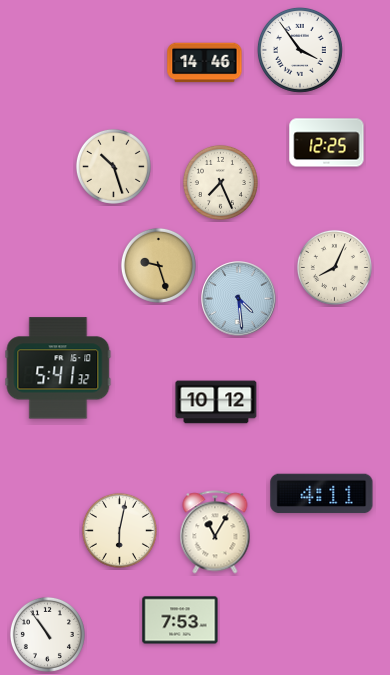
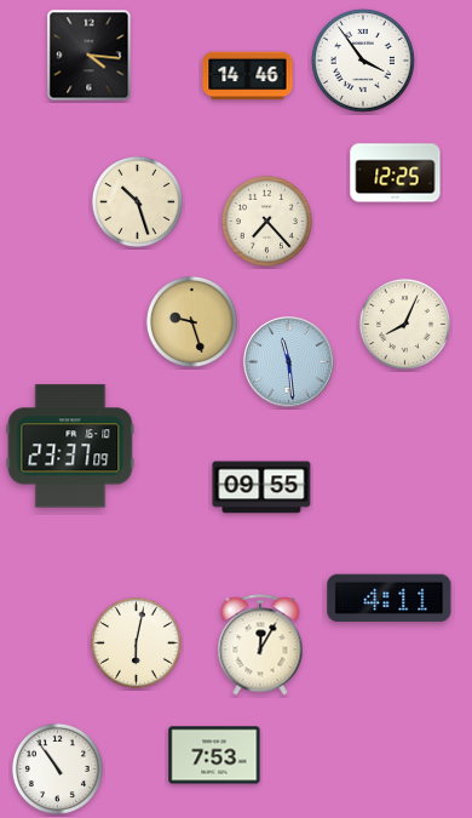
clock at (90, 56): none -> 4:16
clock at (220, 182): 7:26 -> 7:23
clock at (239, 299): 4:29 -> 11:29
clock at (58, 368): 5:41 -> 23:37
clock at (216, 402): 10:12 -> 09:55
clock at (119, 530) position: (119, 530) -> (136, 642)
clock at (215, 532): 11:05 -> 12:05
clock at (180, 620) position: (180, 620) -> (214, 755)
